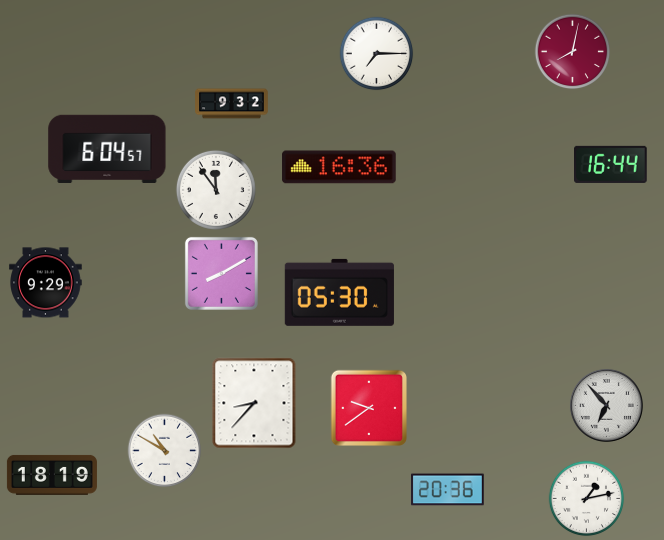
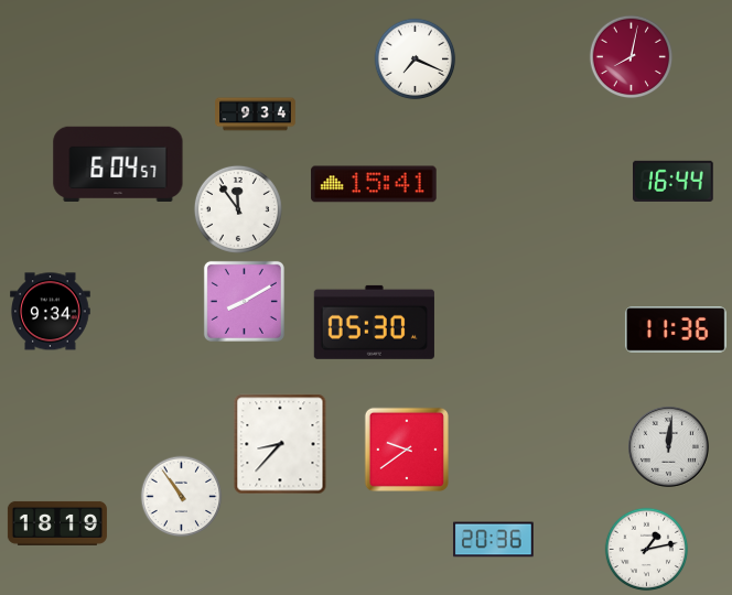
clock at (377, 54): 7:15 -> 7:19
clock at (232, 104): 9:32 -> 9:34
clock at (339, 167): 16:36 -> 15:41
clock at (46, 283): 9:29 -> 9:34
clock at (676, 331): none -> 11:36
clock at (606, 405): 6:53 -> 12:01
clock at (165, 451): 10:50 -> 10:54
